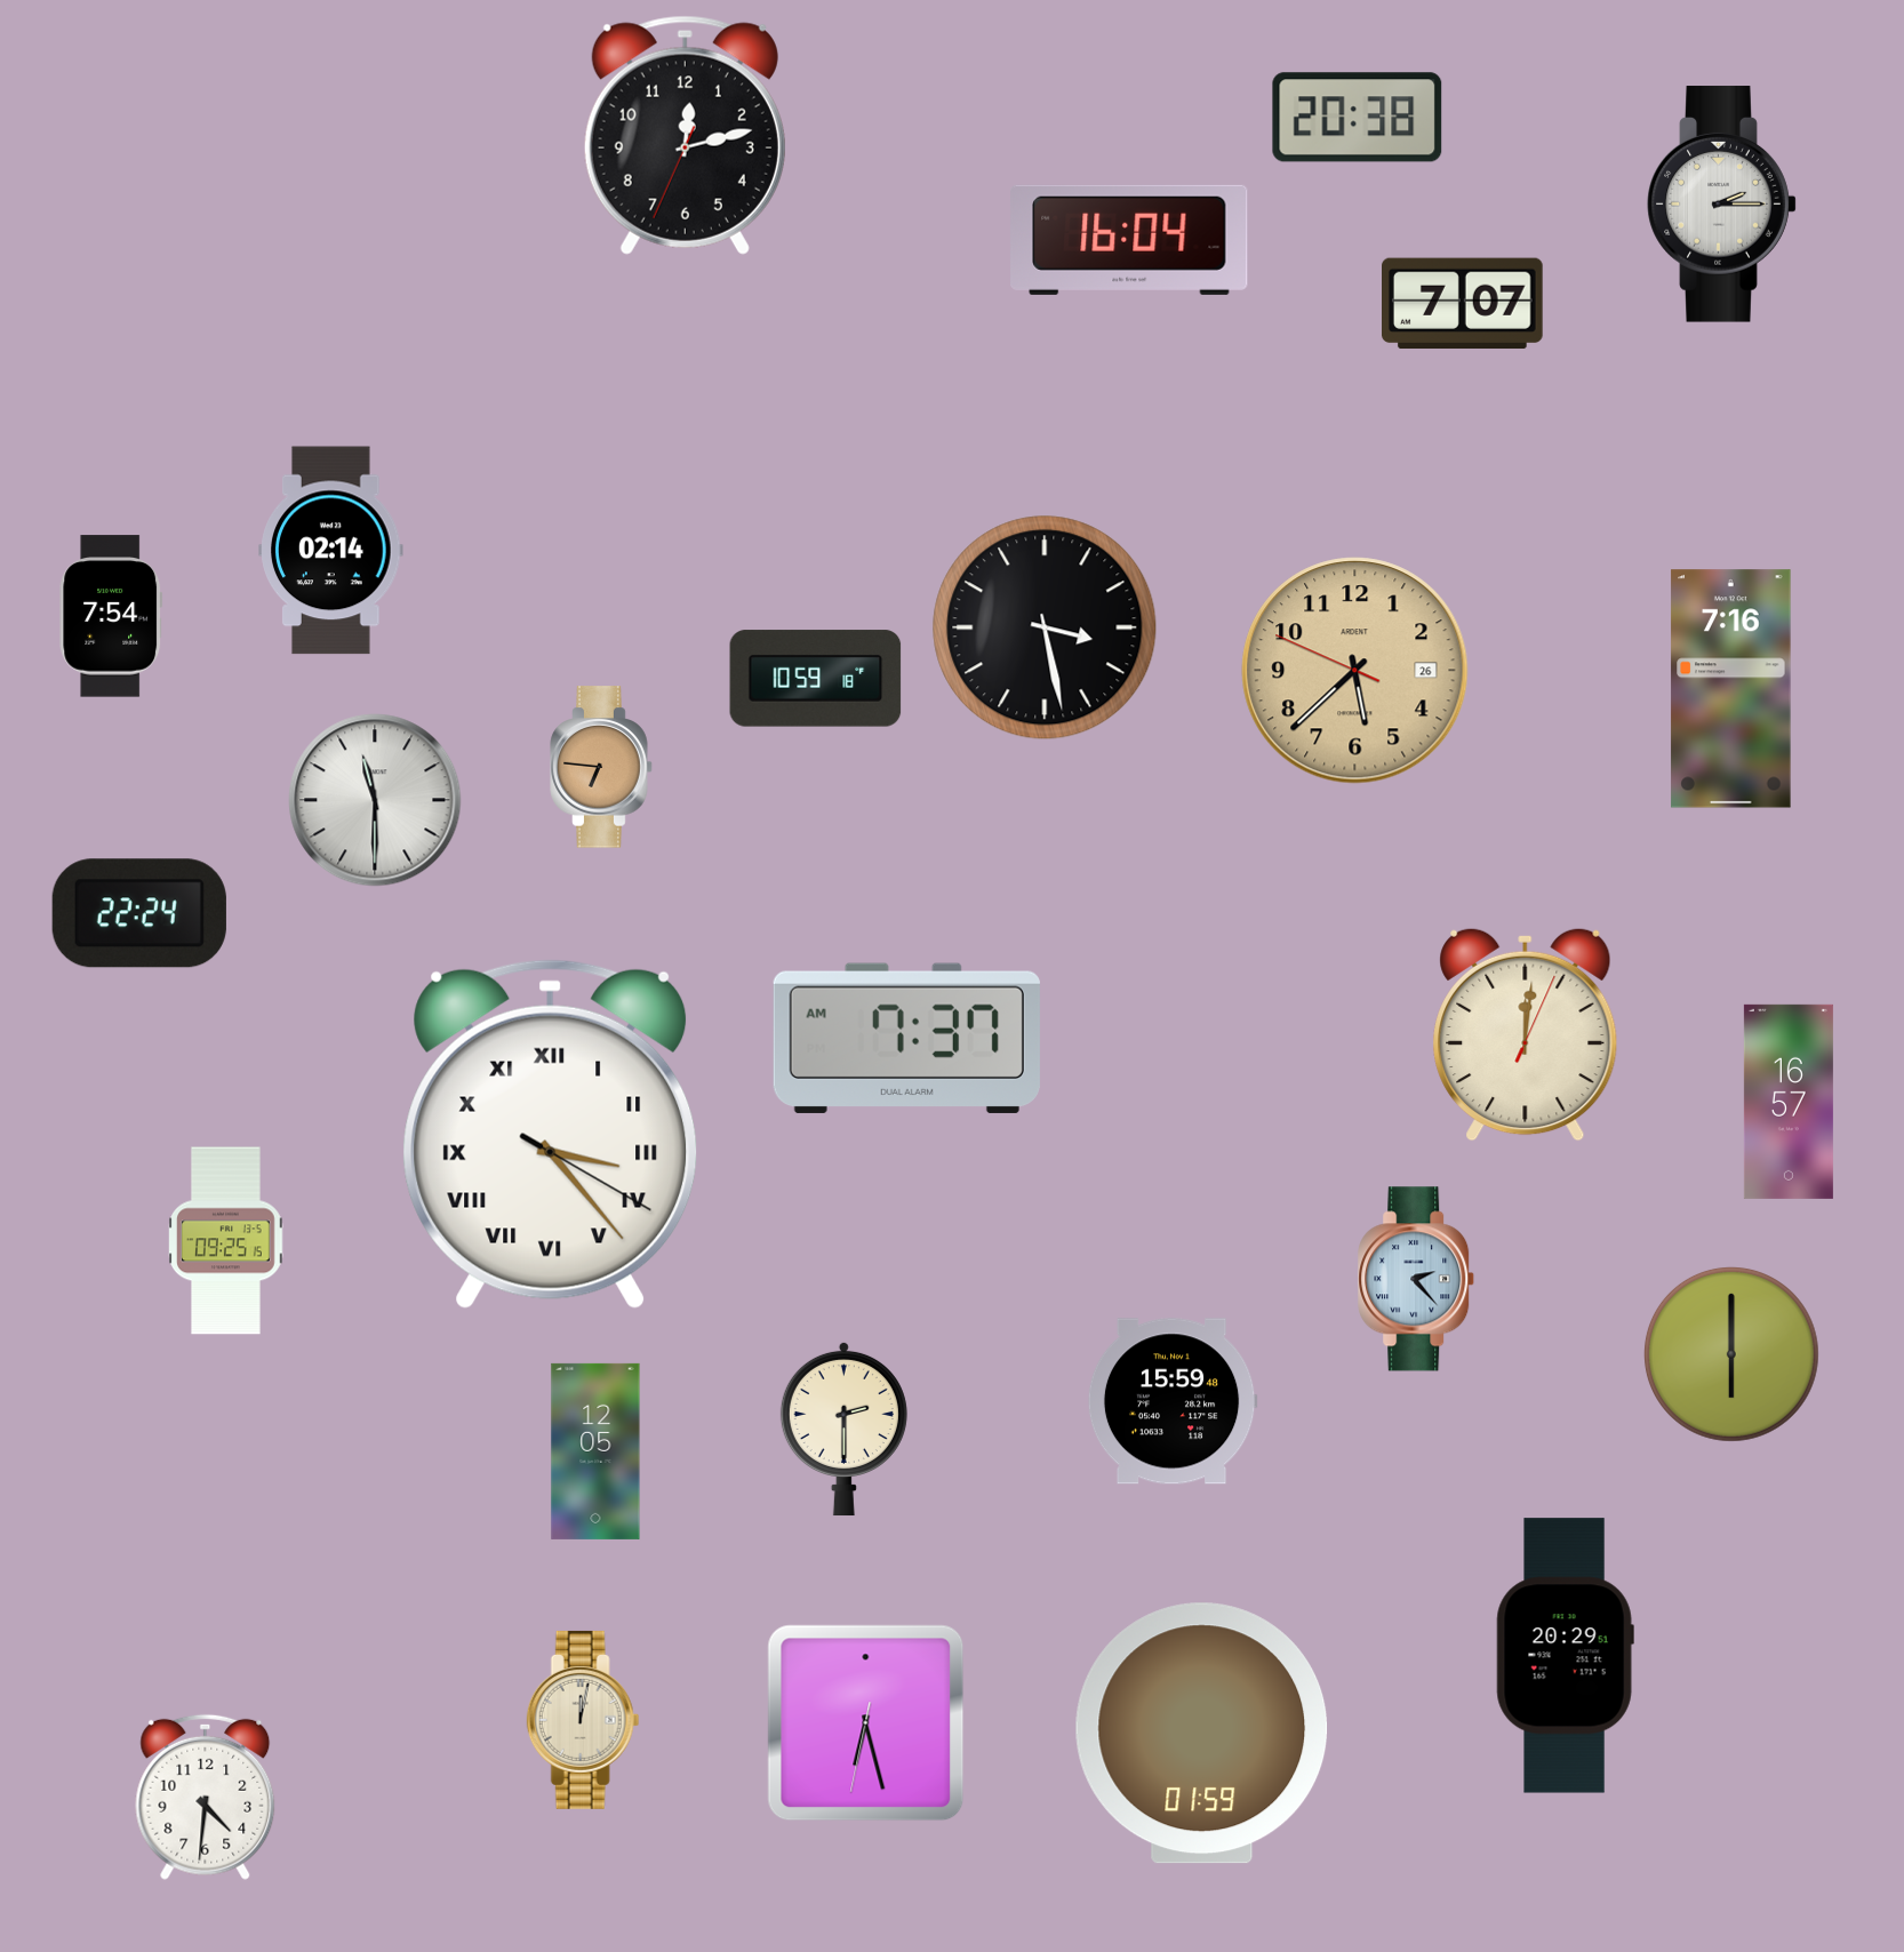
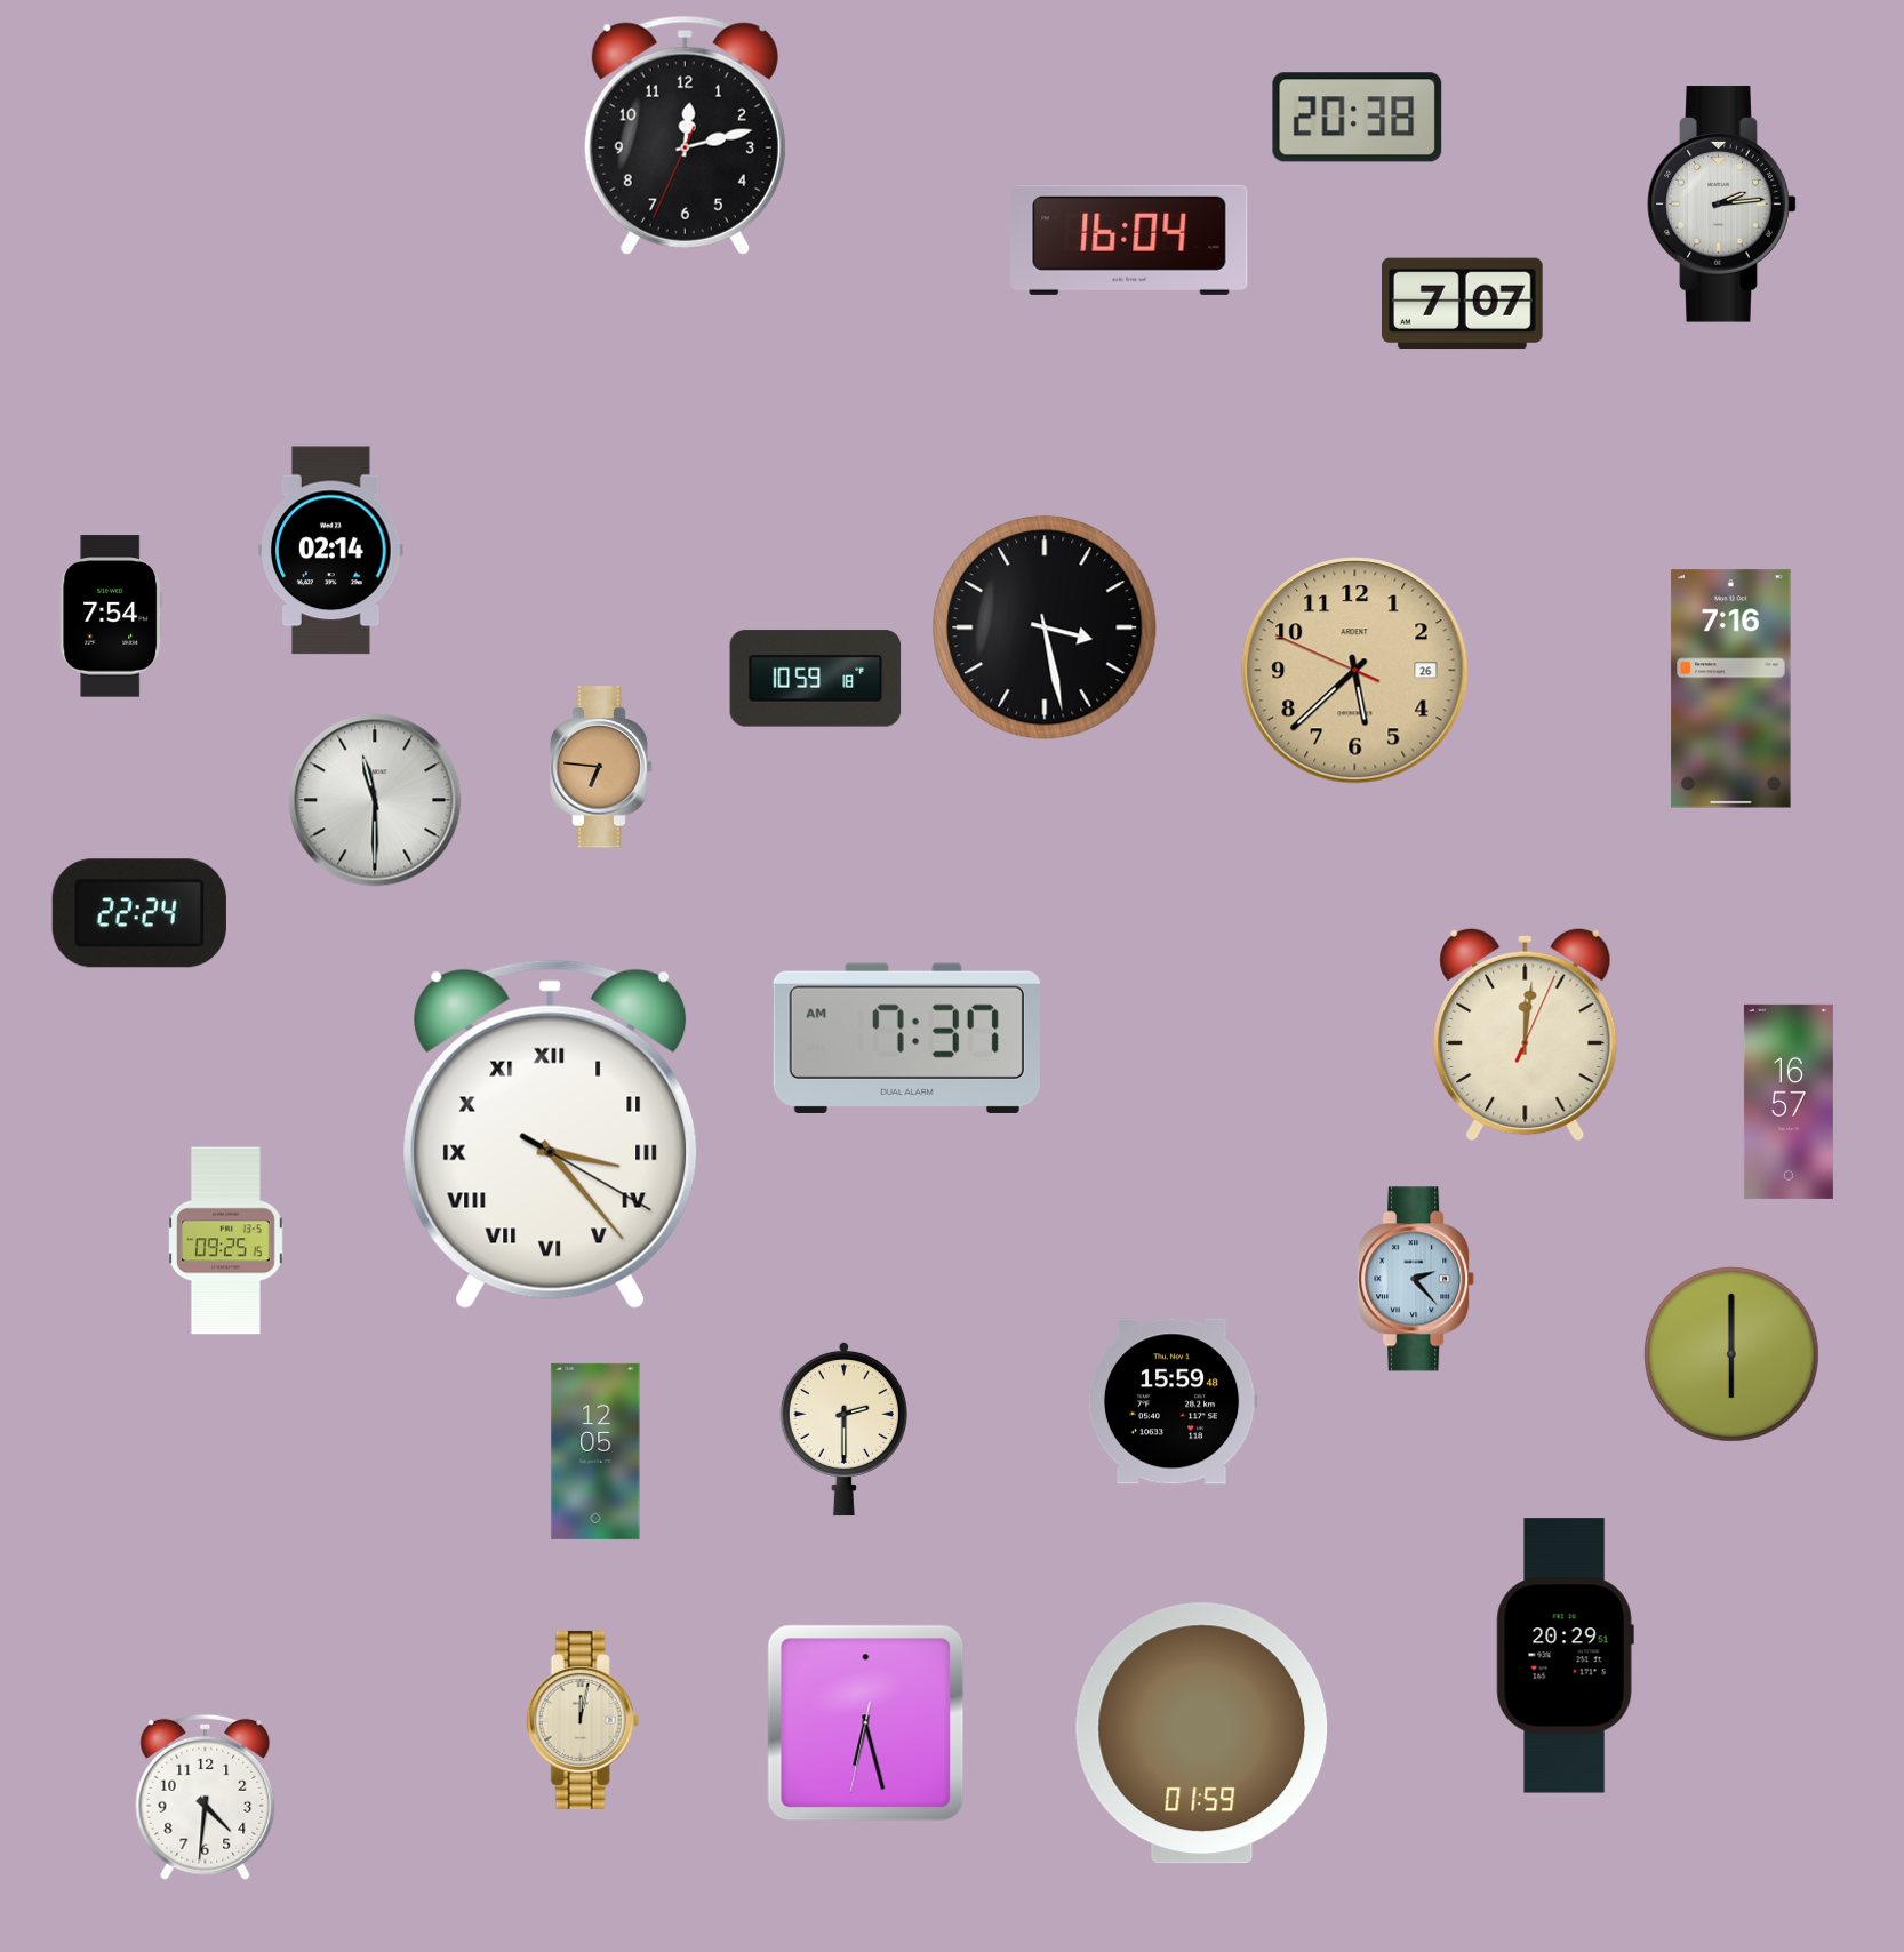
clock at (1722, 205): 2:15 -> 2:14
